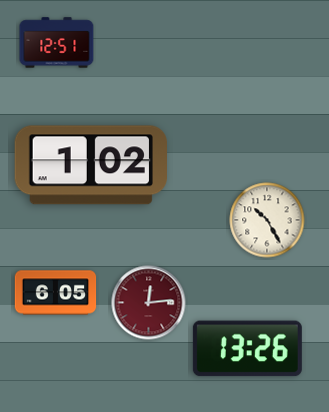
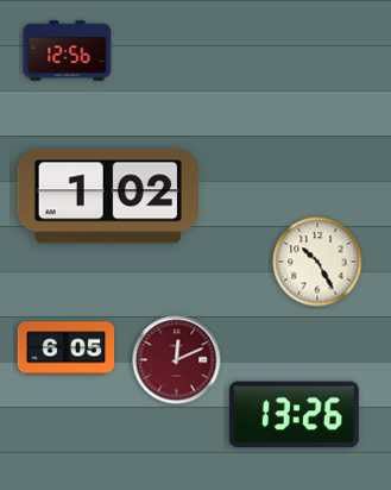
clock at (57, 43): 12:51 -> 12:56
clock at (149, 303): 12:14 -> 12:11
